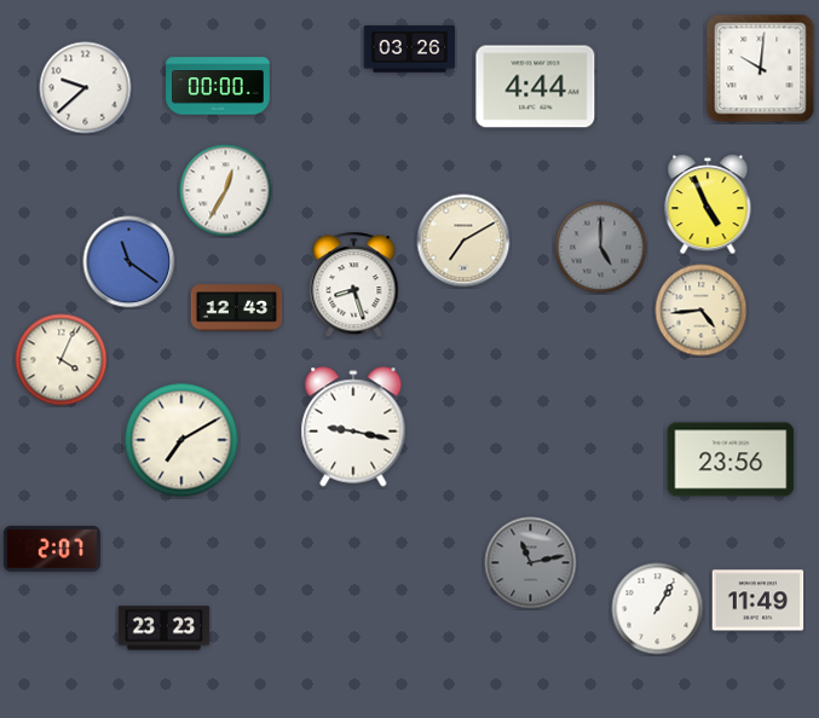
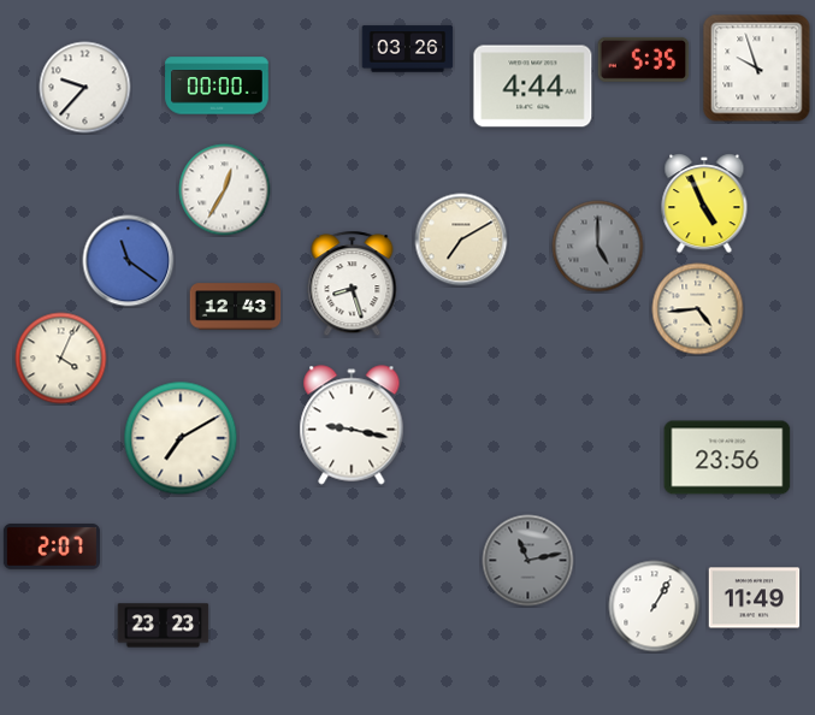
clock at (644, 59): none -> 5:35
clock at (761, 69): 10:01 -> 9:57
clock at (86, 88): 9:38 -> 9:37
